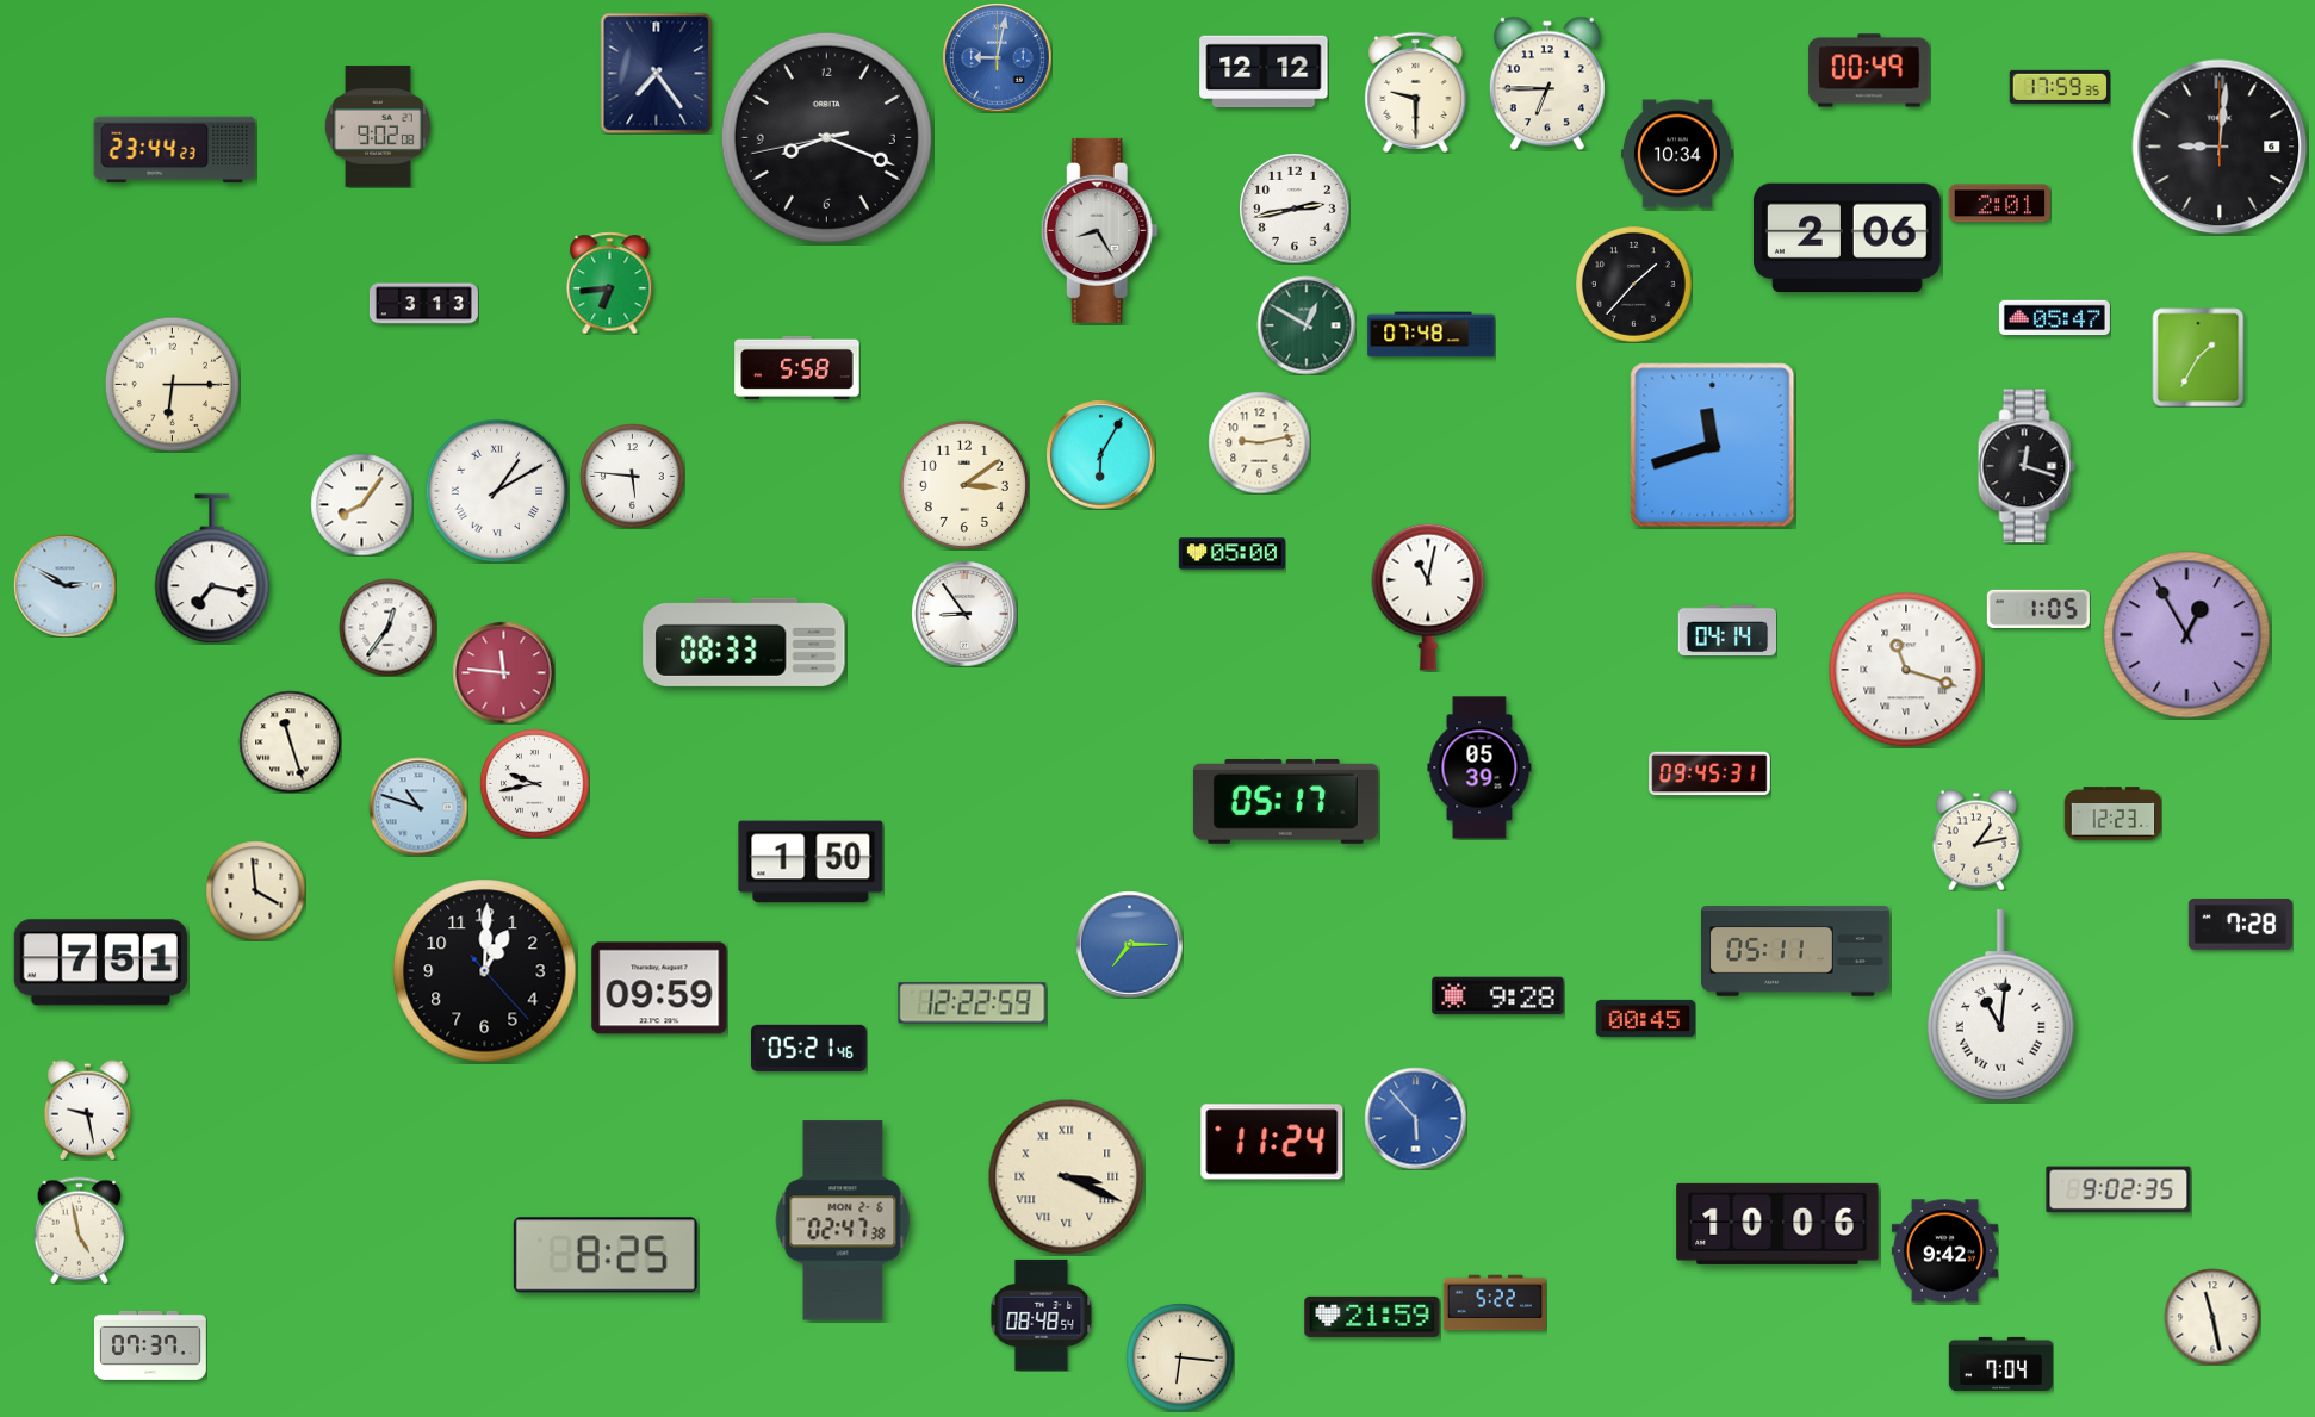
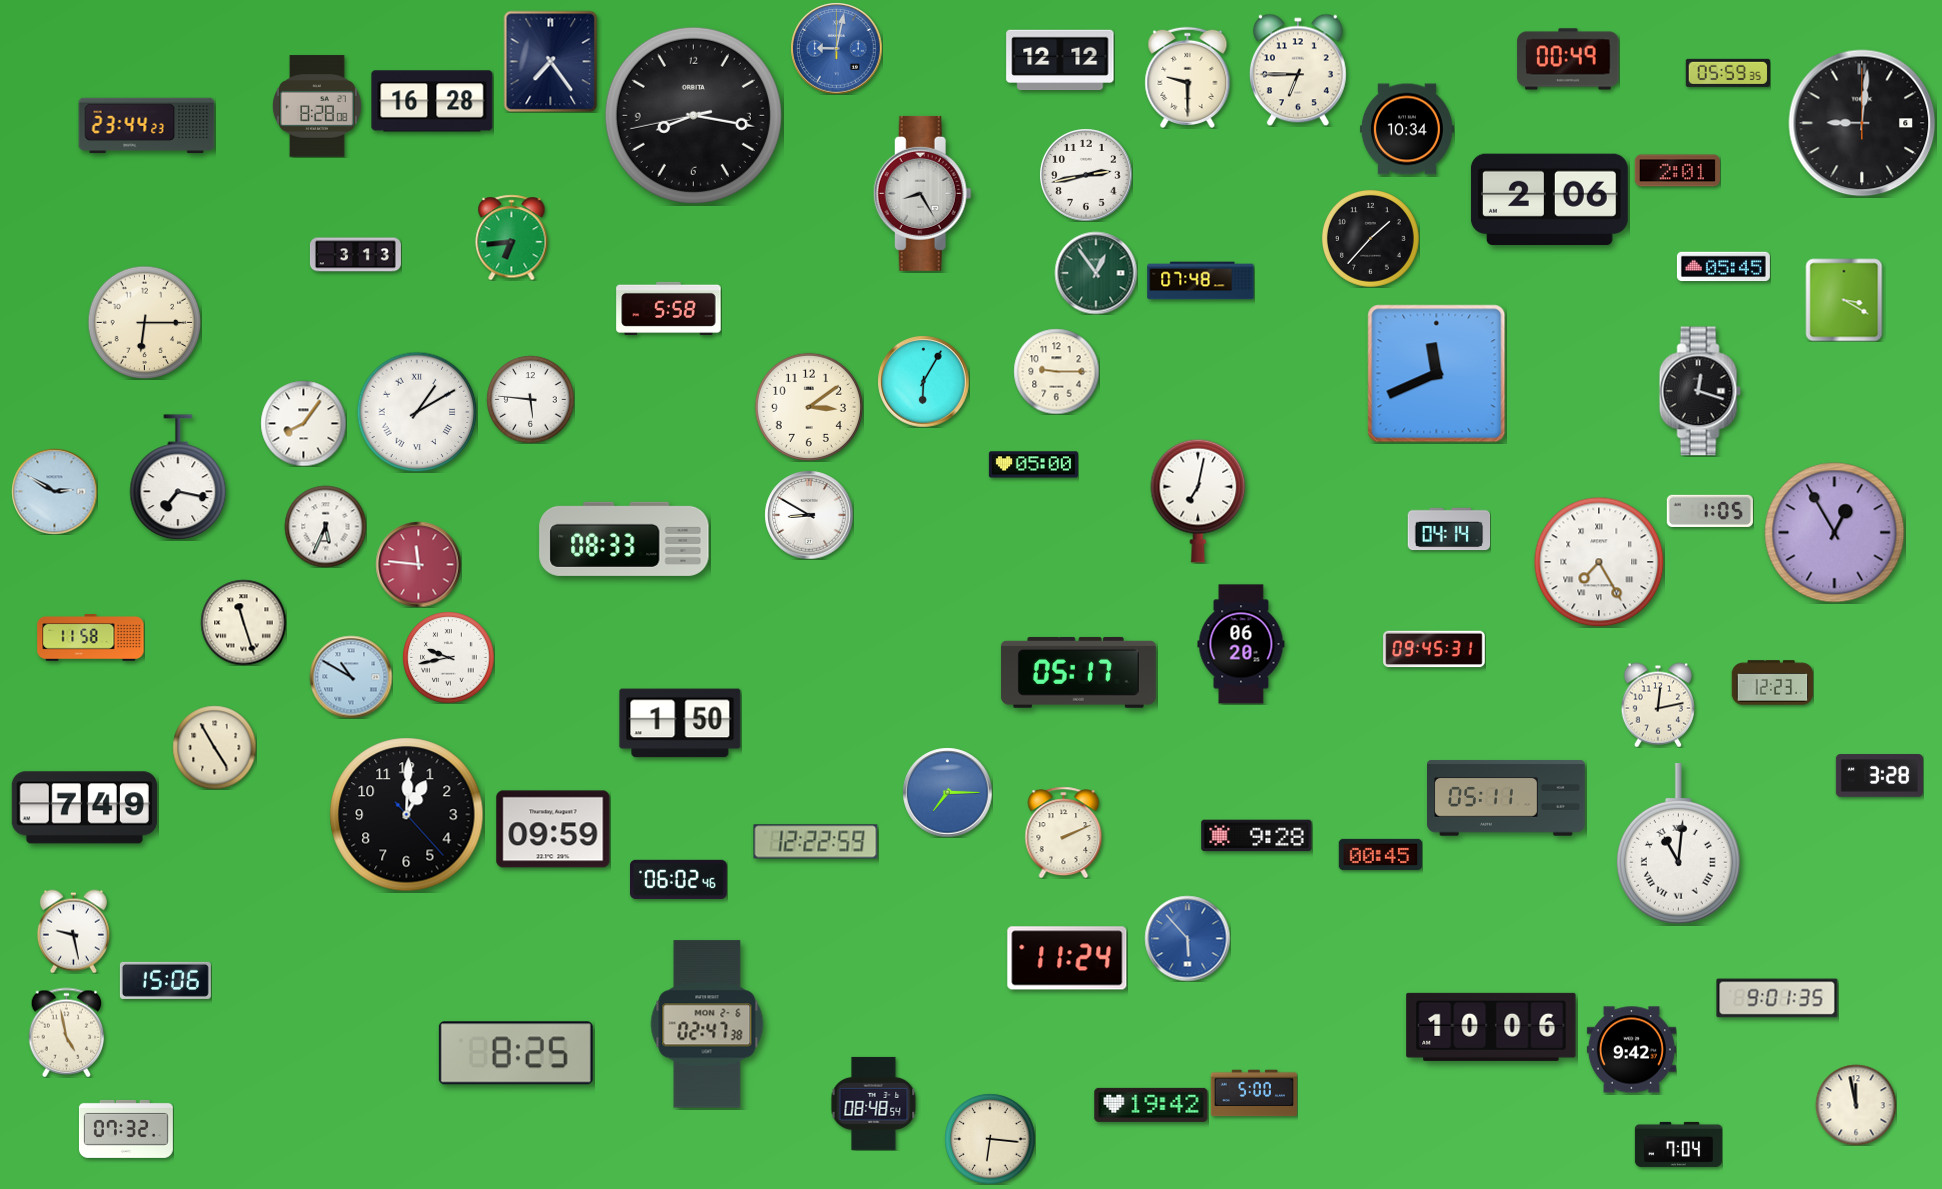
clock at (2059, 87): 17:59 -> 05:59
clock at (432, 101): none -> 16:28
clock at (378, 126): 9:02 -> 8:28
clock at (826, 137): 8:18 -> 8:16
clock at (2054, 318): 05:47 -> 05:45
clock at (1307, 325): 12:50 -> 12:54
clock at (2198, 358): 1:35 -> 3:20
clock at (1259, 442): 9:13 -> 9:15
clock at (1713, 446): 11:42 -> 11:41
clock at (1428, 597): 11:02 -> 7:02
clock at (964, 614): 8:54 -> 8:50
clock at (387, 627): 12:36 -> 5:34
clock at (1906, 670): 11:18 -> 7:25
clock at (503, 672) position: (503, 672) -> (418, 564)
clock at (91, 638): none -> 11:58
clock at (1479, 767): 05:39 -> 06:20
clock at (418, 807): 10:48 -> 10:50
clock at (1975, 840): 1:13 -> 12:13
clock at (255, 890): 3:59 -> 4:55
clock at (2240, 925): 7:28 -> 3:28
clock at (100, 963): 7:51 -> 7:49
clock at (1064, 832): none -> 2:11
clock at (808, 1048): 05:21 -> 06:02
clock at (165, 980): none -> 15:06
clock at (1067, 1177): 3:19 -> none
clock at (2118, 1189): 9:02 -> 9:01
clock at (606, 1255) position: (606, 1255) -> (516, 1053)
clock at (1495, 1303): 5:22 -> 5:00
clock at (1372, 1317): 21:59 -> 19:42
clock at (2212, 1317): 11:28 -> 11:58
clock at (150, 1345): 07:37 -> 07:32
